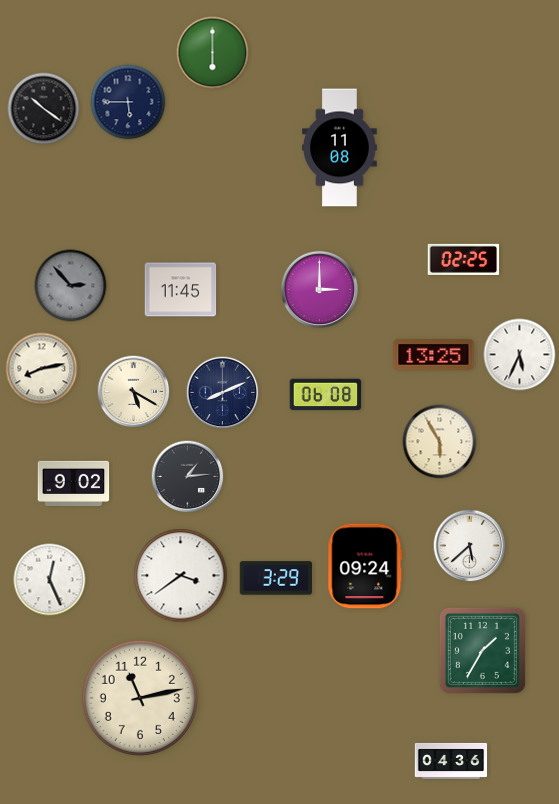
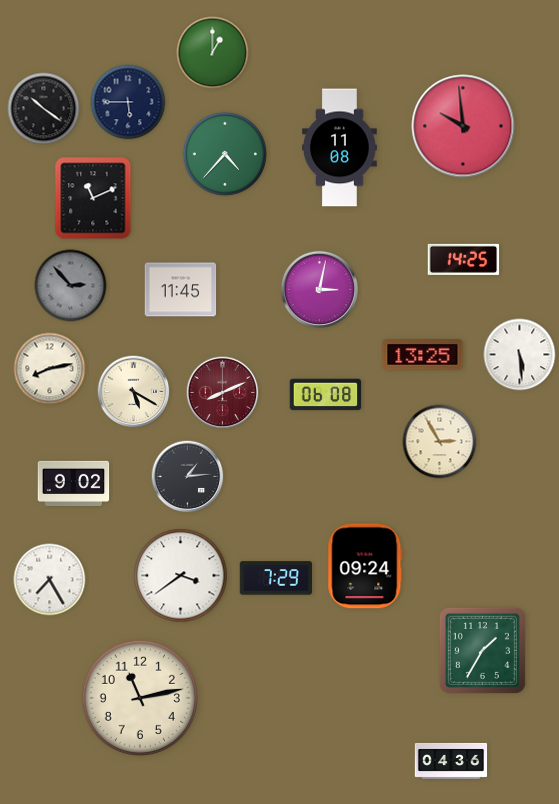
clock at (213, 53): 6:00 -> 1:00
clock at (463, 126): none -> 9:59
clock at (225, 154): none -> 4:37
clock at (93, 198): none -> 11:11
clock at (464, 259): 02:25 -> 14:25
clock at (319, 289): 3:00 -> 3:02
clock at (434, 355) position: (434, 355) -> (423, 355)
clock at (520, 355): 5:34 -> 5:29
clock at (42, 369) position: (42, 369) -> (50, 369)
clock at (223, 393) dial: navy -> burgundy
clock at (440, 442): 5:55 -> 2:55
clock at (470, 546): 5:38 -> none
clock at (275, 578): 3:29 -> 7:29
clock at (50, 580): 12:26 -> 7:25
